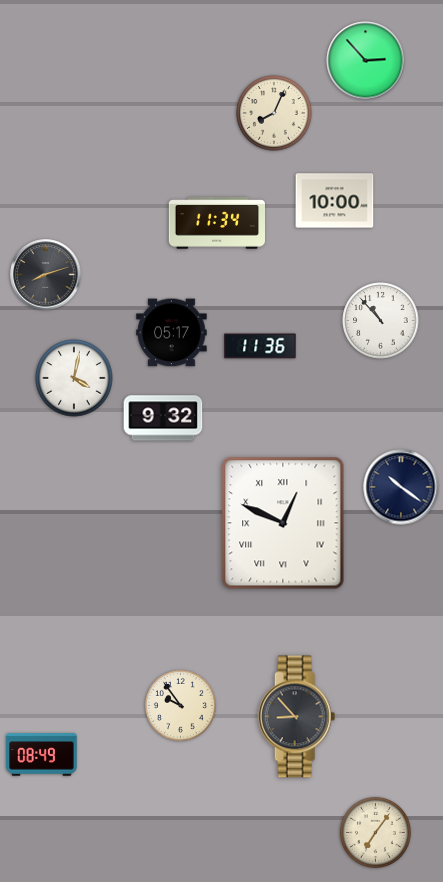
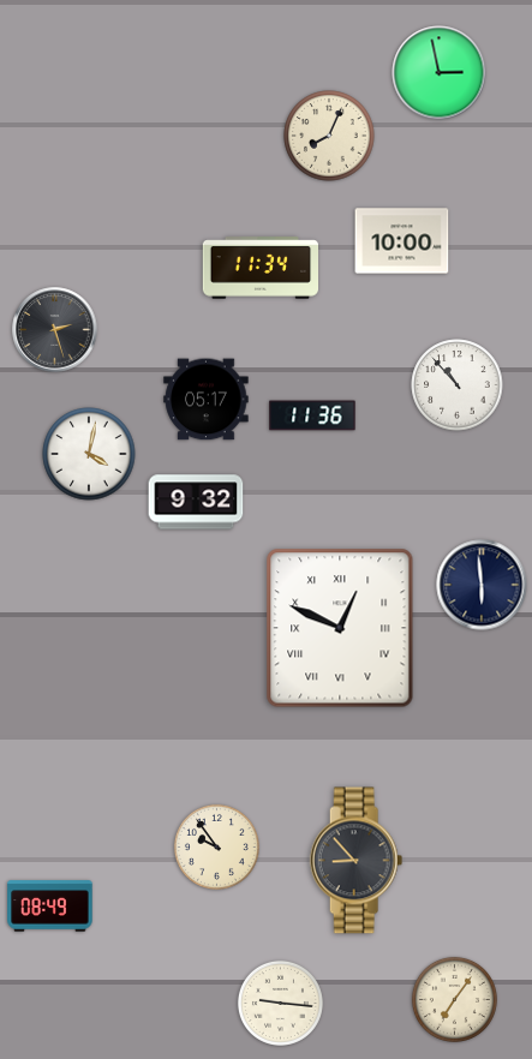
clock at (366, 61): 2:53 -> 2:58
clock at (46, 275): 8:12 -> 2:27
clock at (401, 487): 10:21 -> 5:59
clock at (375, 832) position: (375, 832) -> (454, 999)
clock at (280, 1003): none -> 9:16
